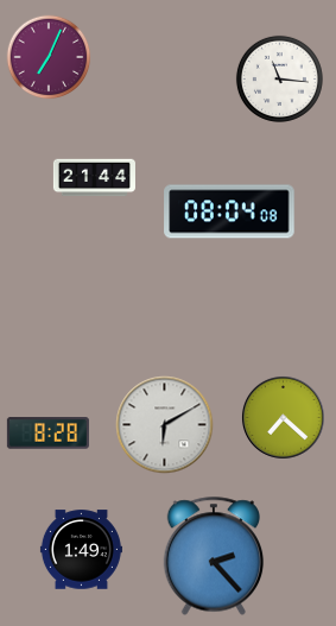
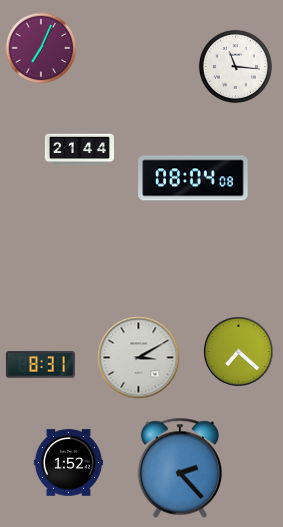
clock at (165, 425): 6:10 -> 3:10
clock at (47, 434): 8:28 -> 8:31
clock at (81, 550): 1:49 -> 1:52
